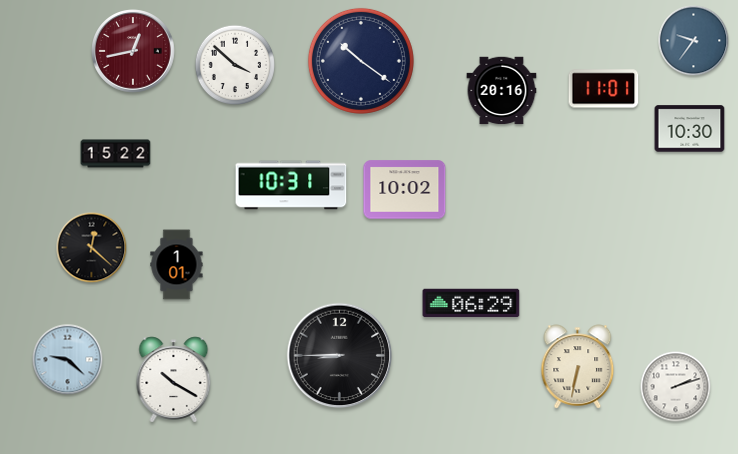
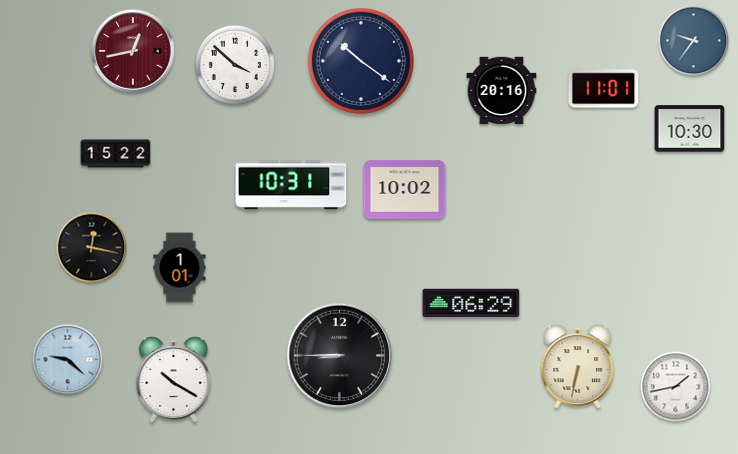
clock at (92, 248): 12:22 -> 12:17
clock at (177, 265) position: (177, 265) -> (180, 268)
clock at (676, 387): 2:12 -> 1:43
